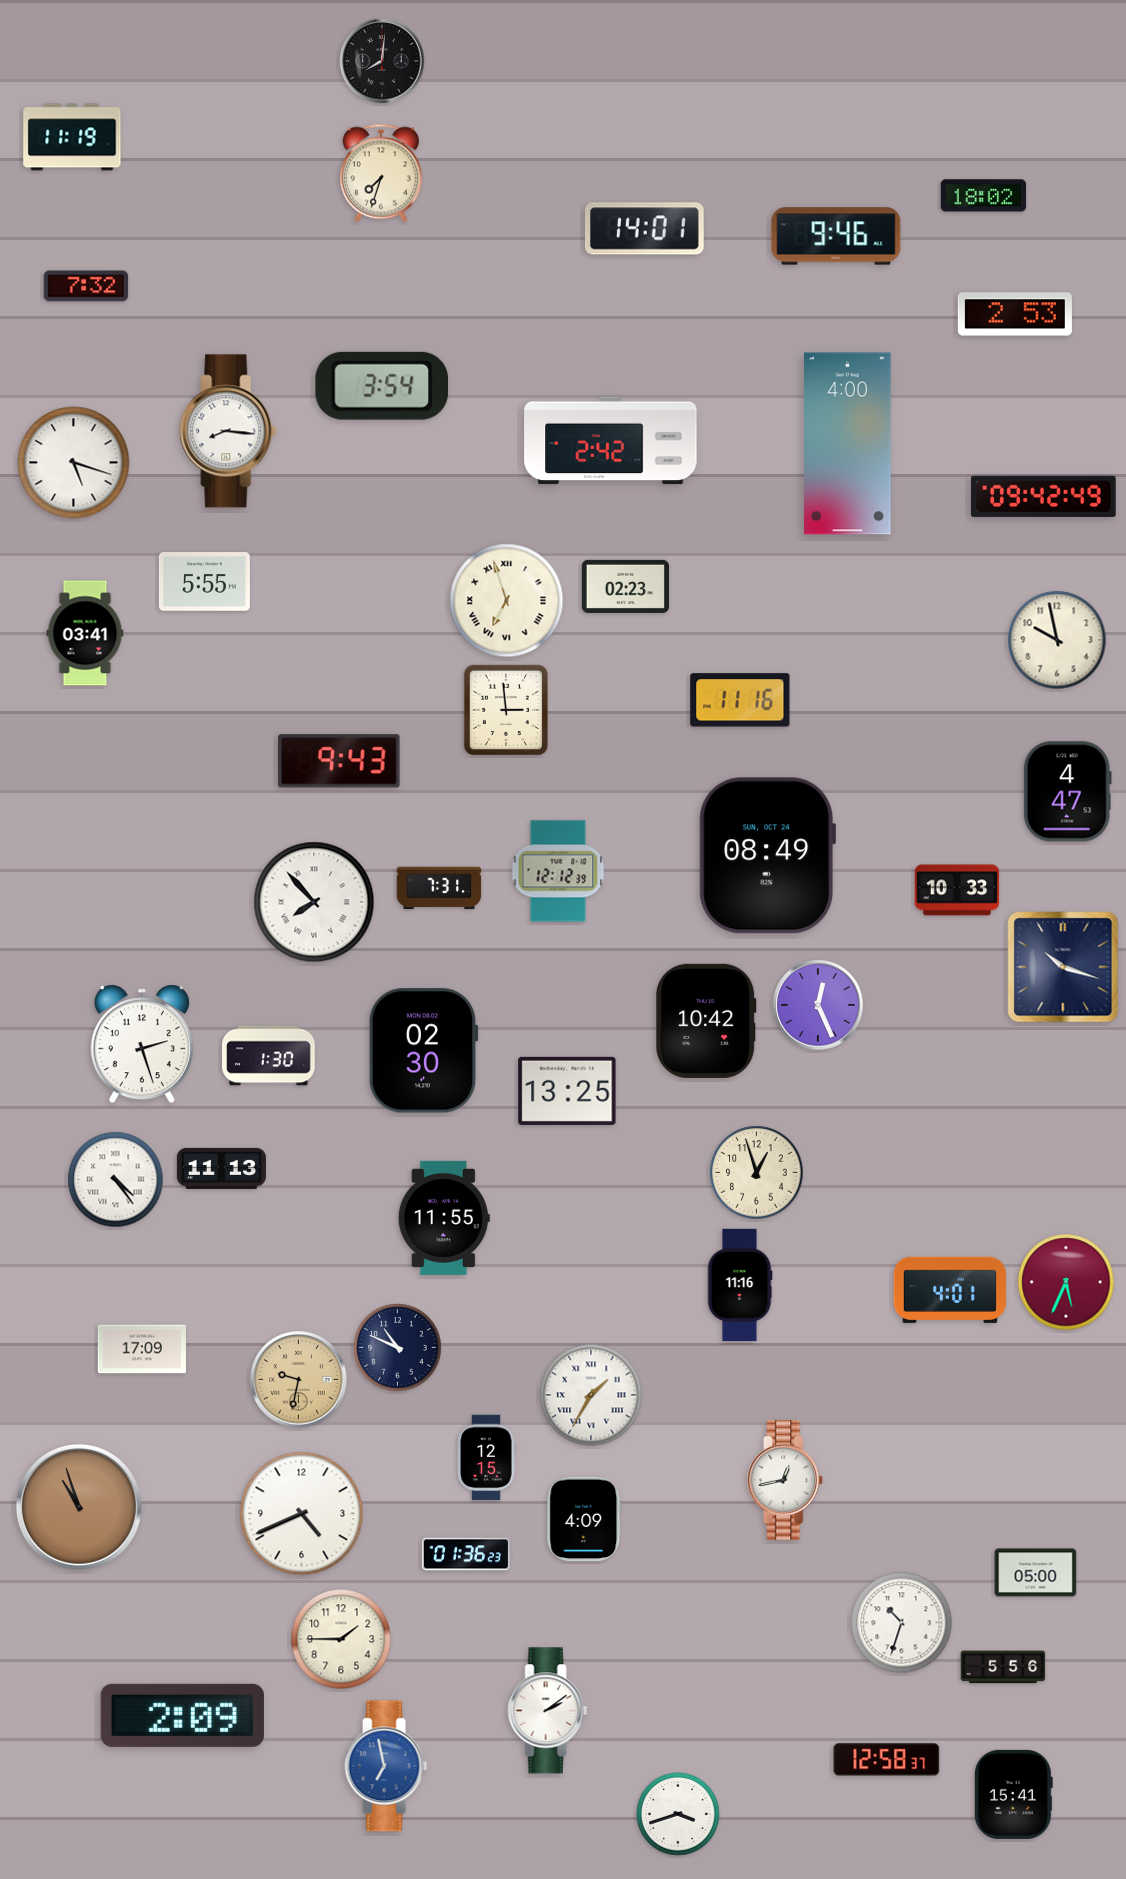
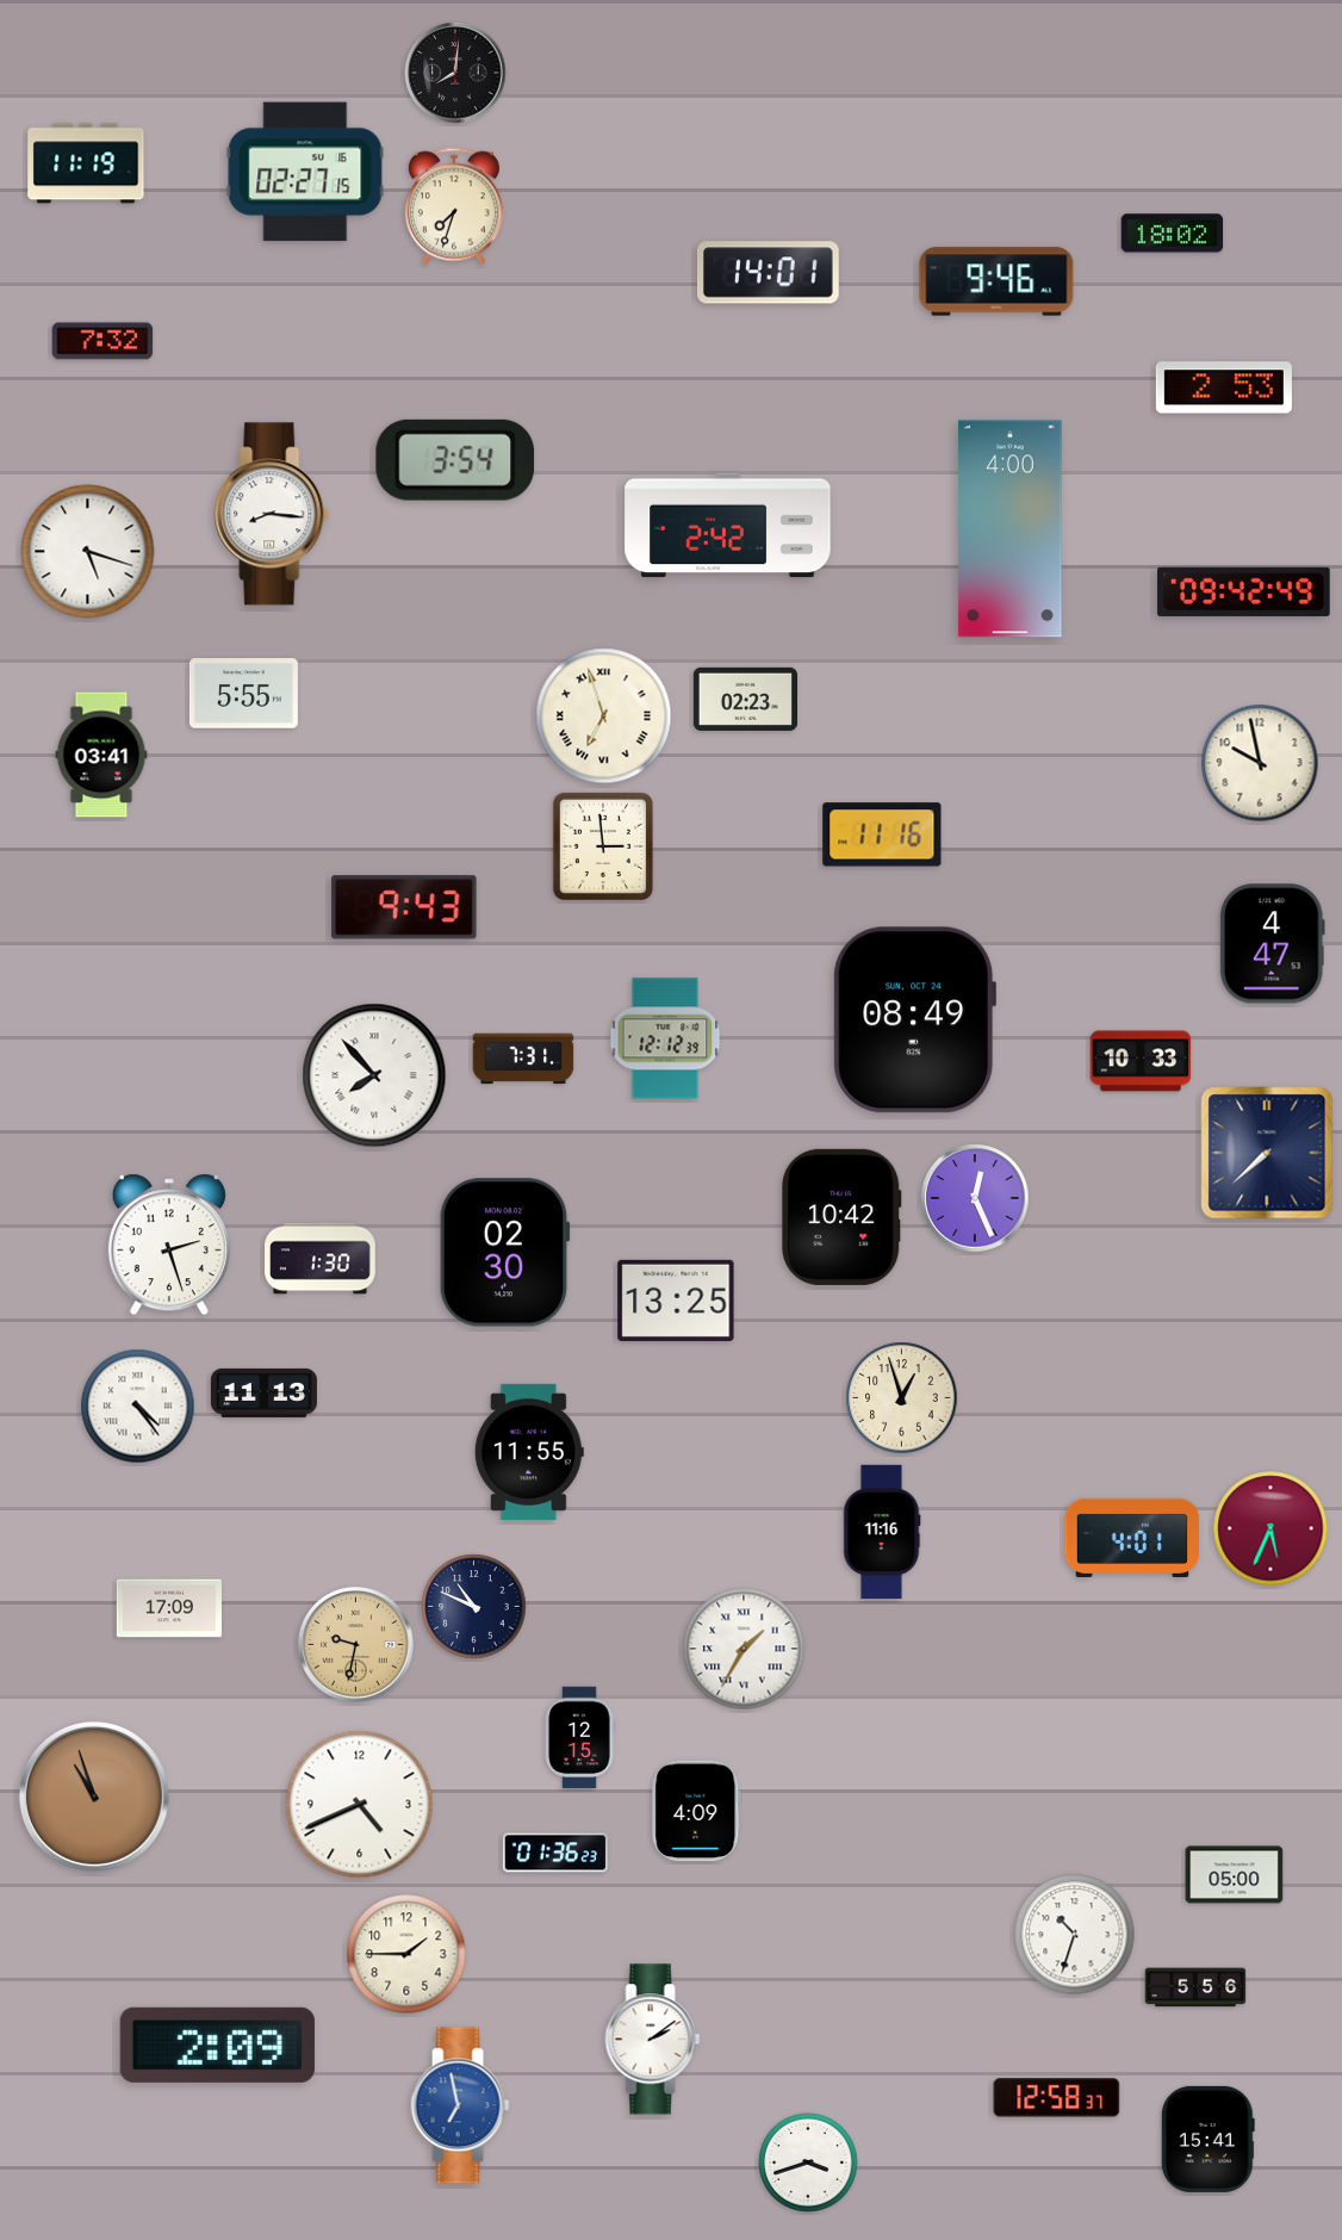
clock at (305, 172): none -> 02:27
clock at (1015, 314) position: (1015, 314) -> (1224, 387)
clock at (1063, 967): 10:18 -> 7:38
clock at (591, 1395) position: (591, 1395) -> (744, 1649)
clock at (785, 1480): 12:43 -> none
